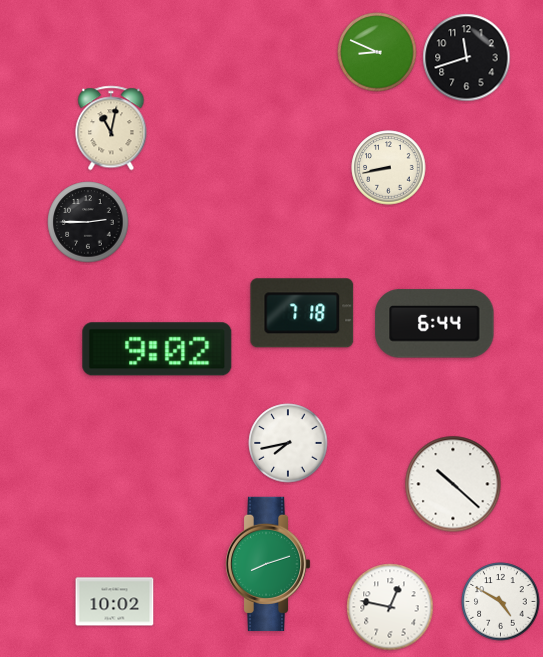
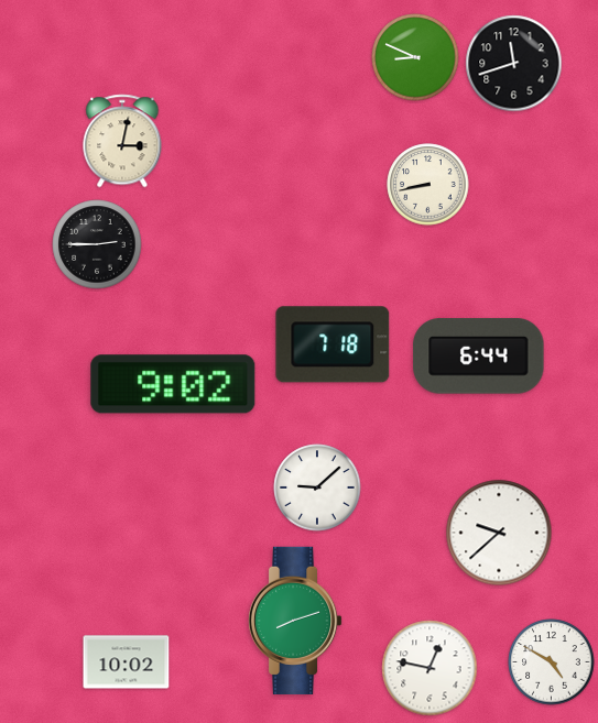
clock at (111, 128): 11:02 -> 3:02
clock at (288, 443): 7:43 -> 9:08
clock at (453, 484): 10:22 -> 9:38
